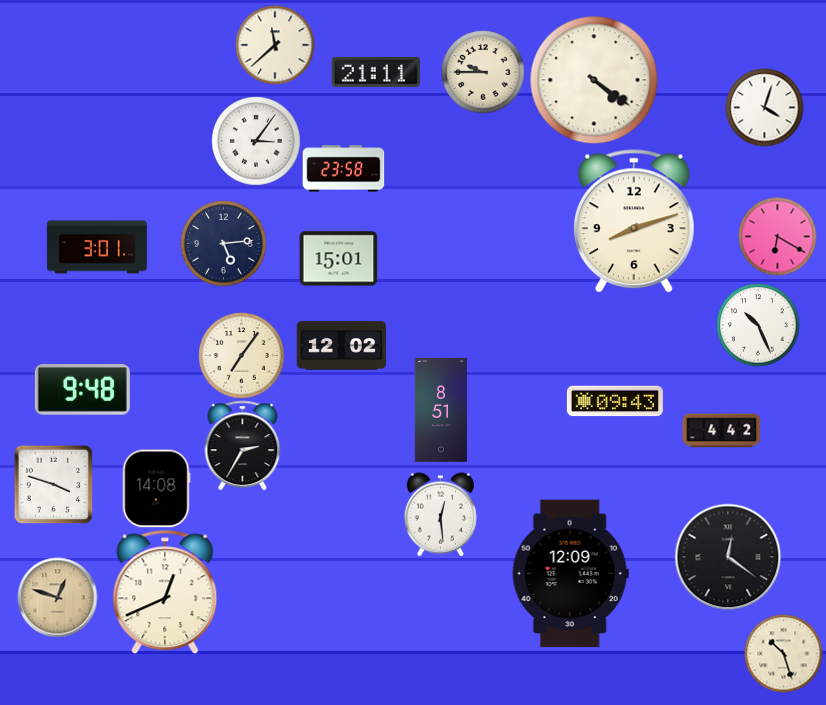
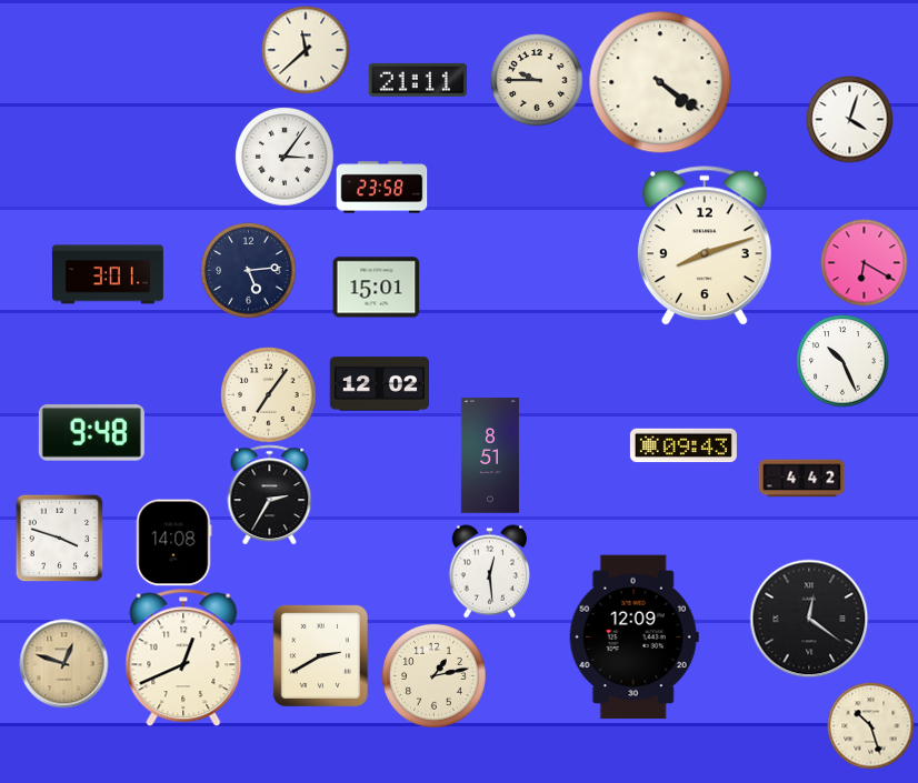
clock at (594, 80) position: (594, 80) -> (660, 82)
clock at (320, 655): none -> 2:40
clock at (433, 675): none -> 1:13
